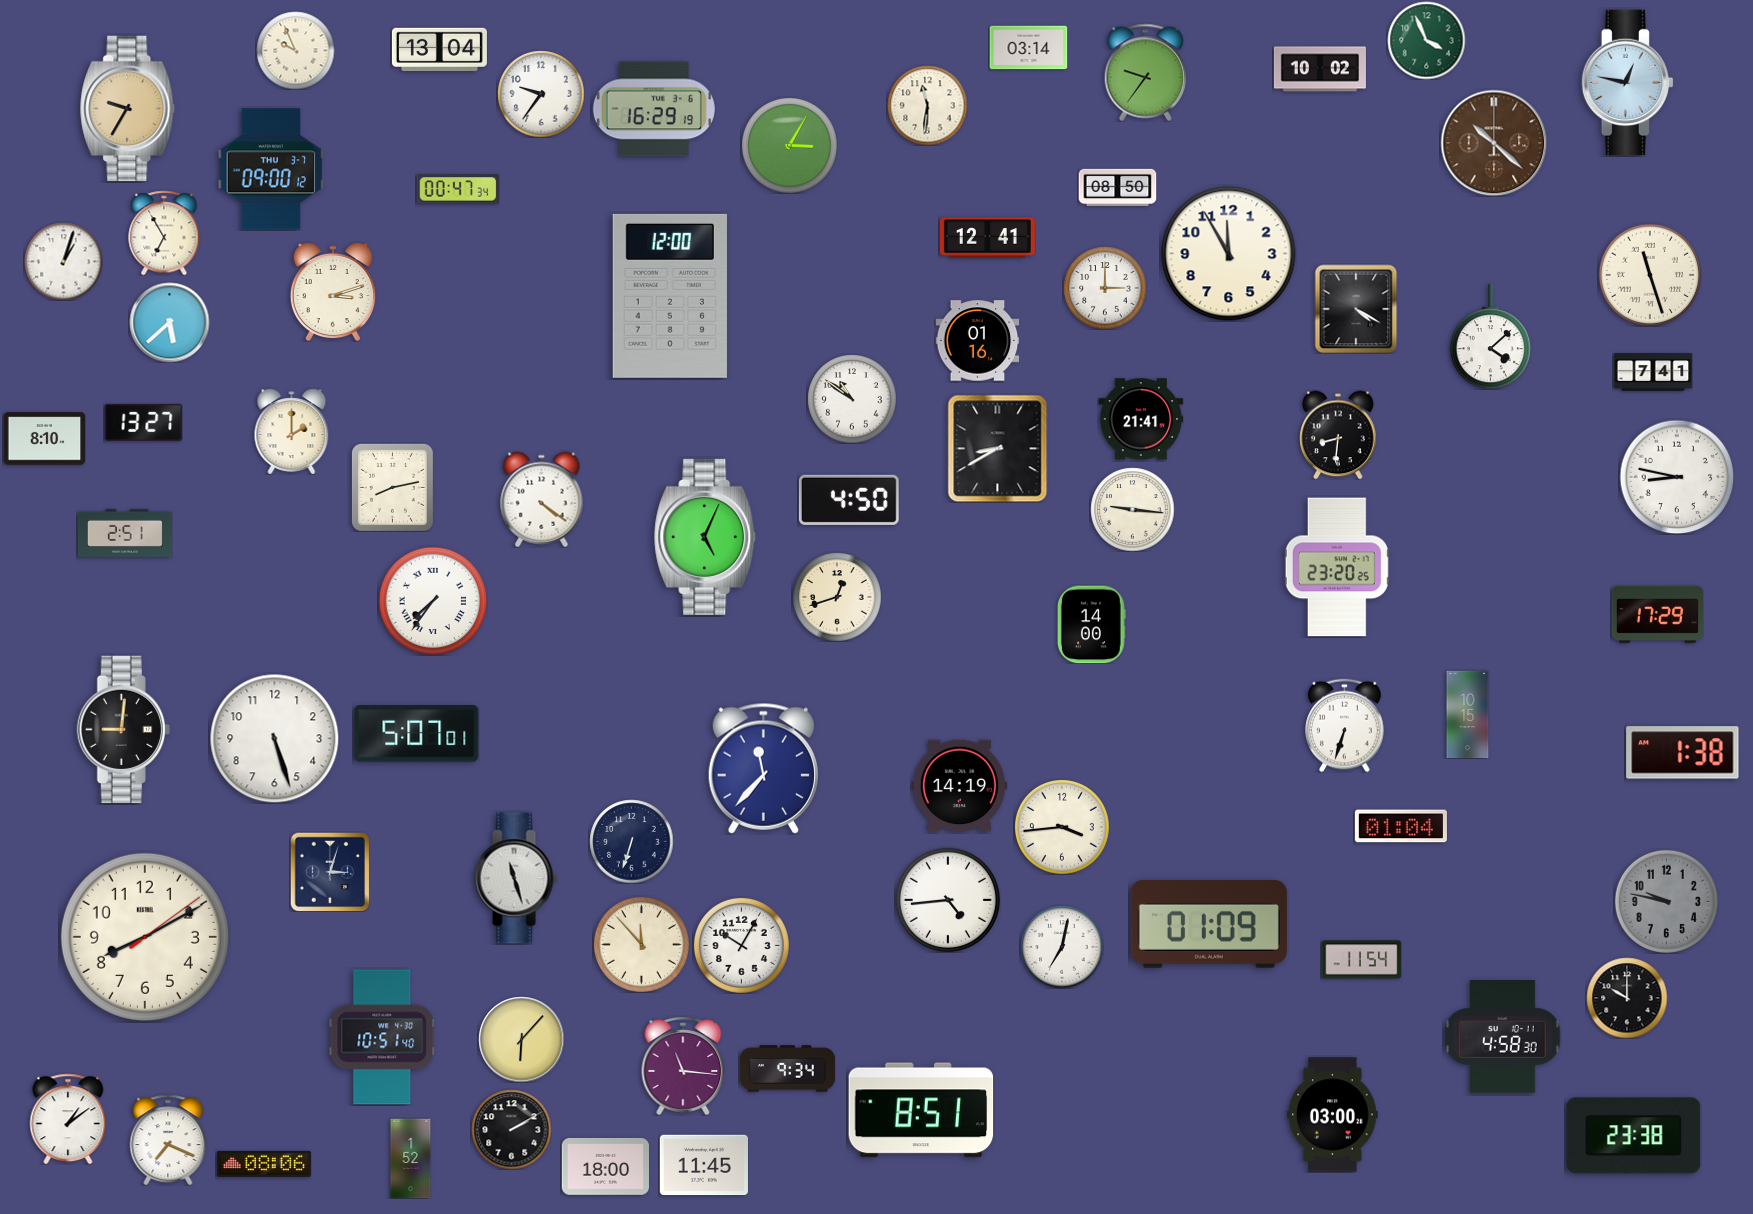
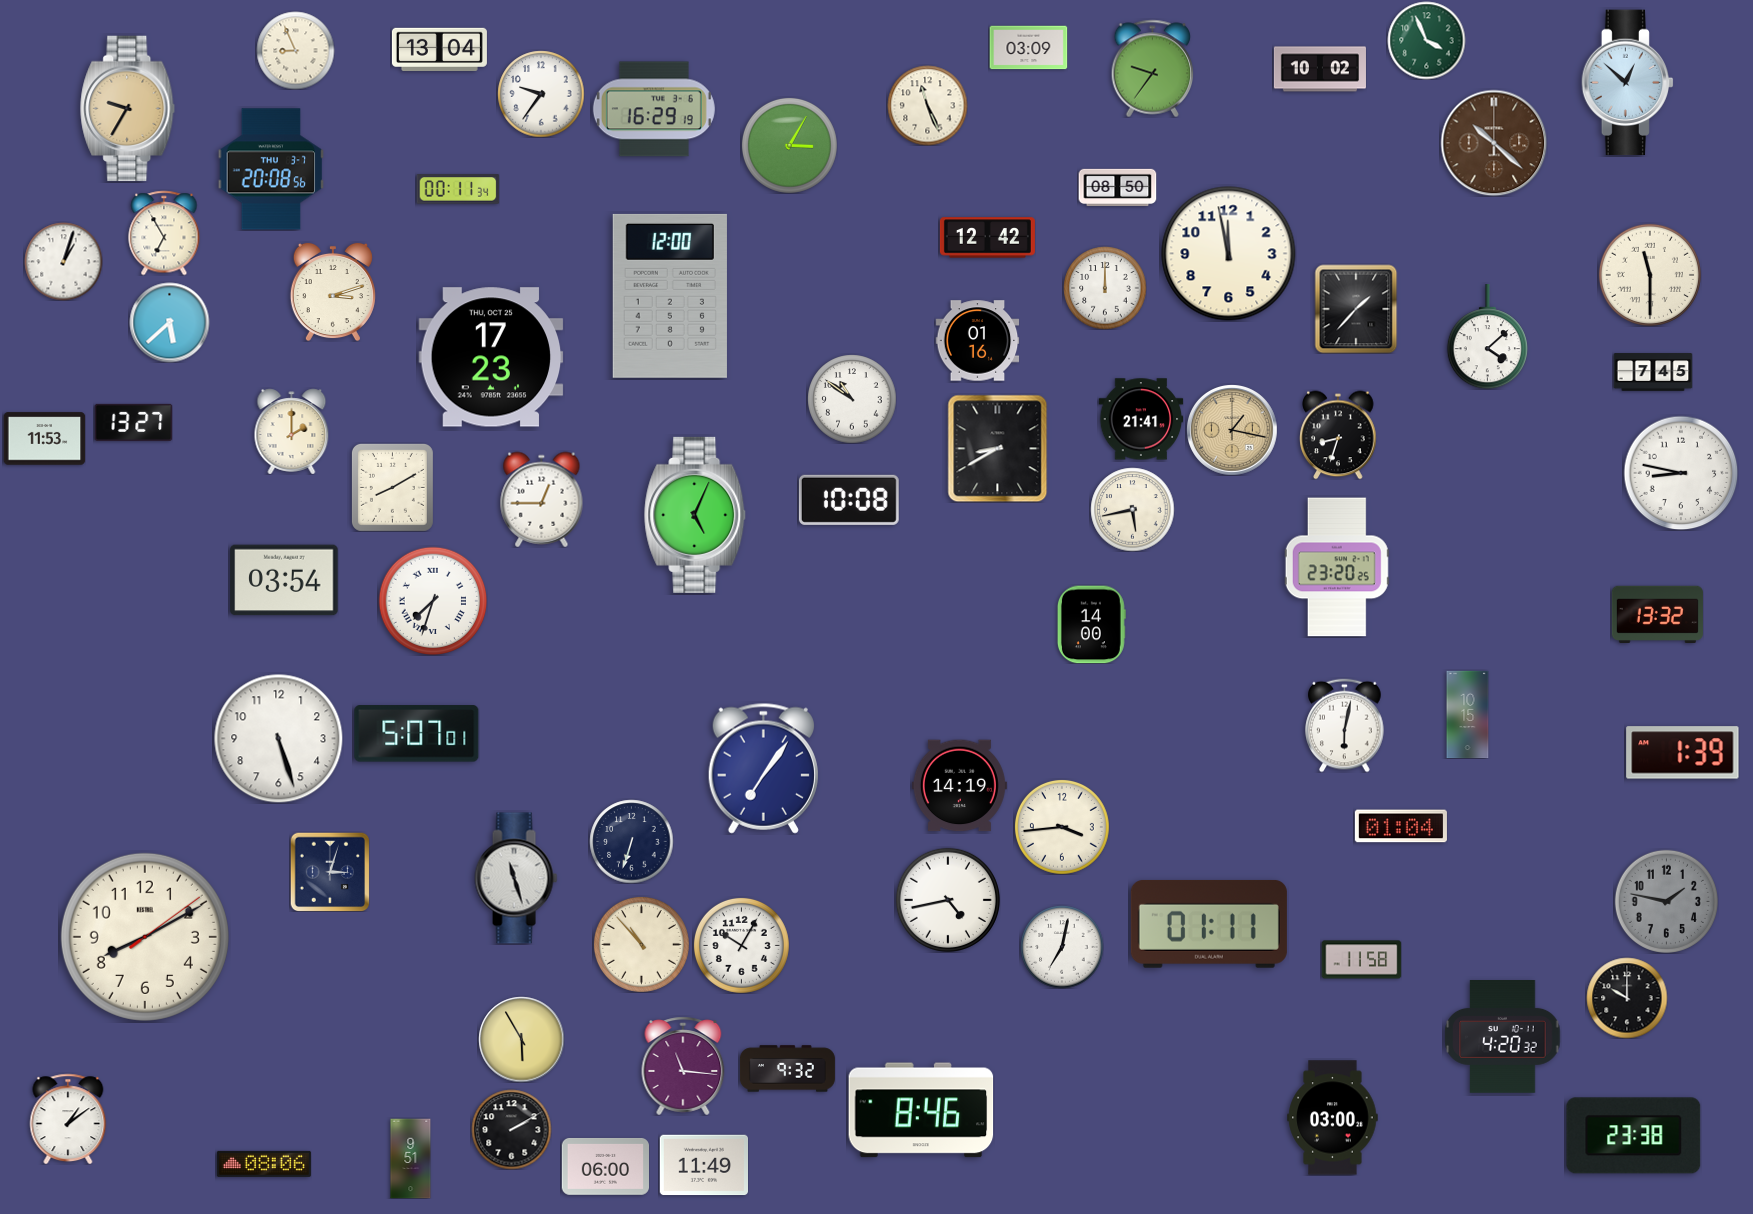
clock at (1028, 48): 03:14 -> 03:09
clock at (295, 50): 9:56 -> 8:56
clock at (1146, 72) position: (1146, 72) -> (1153, 68)
clock at (1627, 83): 12:47 -> 12:52
clock at (927, 105): 11:31 -> 11:26
clock at (271, 169): 09:00 -> 20:08
clock at (458, 189): 00:47 -> 00:11
clock at (987, 238): 12:41 -> 12:42
clock at (1229, 254): 11:55 -> 11:58
clock at (1650, 275): 11:27 -> 11:30
clock at (1105, 288): 3:00 -> 12:00
clock at (1356, 309): 4:20 -> 1:37
clock at (1490, 337) position: (1490, 337) -> (1487, 337)
clock at (491, 357): none -> 17:23
clock at (1653, 372): 7:41 -> 7:45
clock at (143, 422) position: (143, 422) -> (133, 422)
clock at (1232, 430): none -> 1:17
clock at (1338, 435): 8:31 -> 8:33
clock at (44, 439): 8:10 -> 11:53
clock at (1677, 477) position: (1677, 477) -> (1681, 473)
clock at (392, 487): 8:13 -> 8:10
clock at (542, 499): 4:21 -> 12:45
clock at (849, 500): 4:50 -> 10:08
clock at (1132, 509): 9:16 -> 5:43
clock at (125, 533): 2:51 -> none
clock at (706, 537) position: (706, 537) -> (696, 515)
clock at (284, 580): none -> 03:54
clock at (837, 597): 12:42 -> none
clock at (433, 601): 7:36 -> 7:33
clock at (1657, 614): 17:29 -> 13:32
clock at (1345, 725): 6:33 -> 6:02
clock at (123, 730): 9:01 -> none
clock at (274, 738) position: (274, 738) -> (278, 738)
clock at (1683, 753): 1:38 -> 1:39
clock at (763, 768): 11:37 -> 7:06
clock at (948, 900): 4:44 -> 4:43
clock at (1666, 901): 9:47 -> 1:47
clock at (1209, 924): 01:09 -> 01:11
clock at (641, 944): 11:53 -> 10:53
clock at (1361, 960): 11:54 -> 11:58
clock at (382, 1037): 10:51 -> none
clock at (1503, 1037): 4:58 -> 4:20
clock at (521, 1039): 6:07 -> 5:55
clock at (787, 1069): 9:34 -> 9:32
clock at (921, 1110): 8:51 -> 8:46
clock at (1333, 1115) position: (1333, 1115) -> (1333, 1118)
clock at (168, 1140): 7:19 -> none
clock at (411, 1158): 1:52 -> 9:51
clock at (703, 1165): 11:45 -> 11:49
clock at (605, 1166): 18:00 -> 06:00
